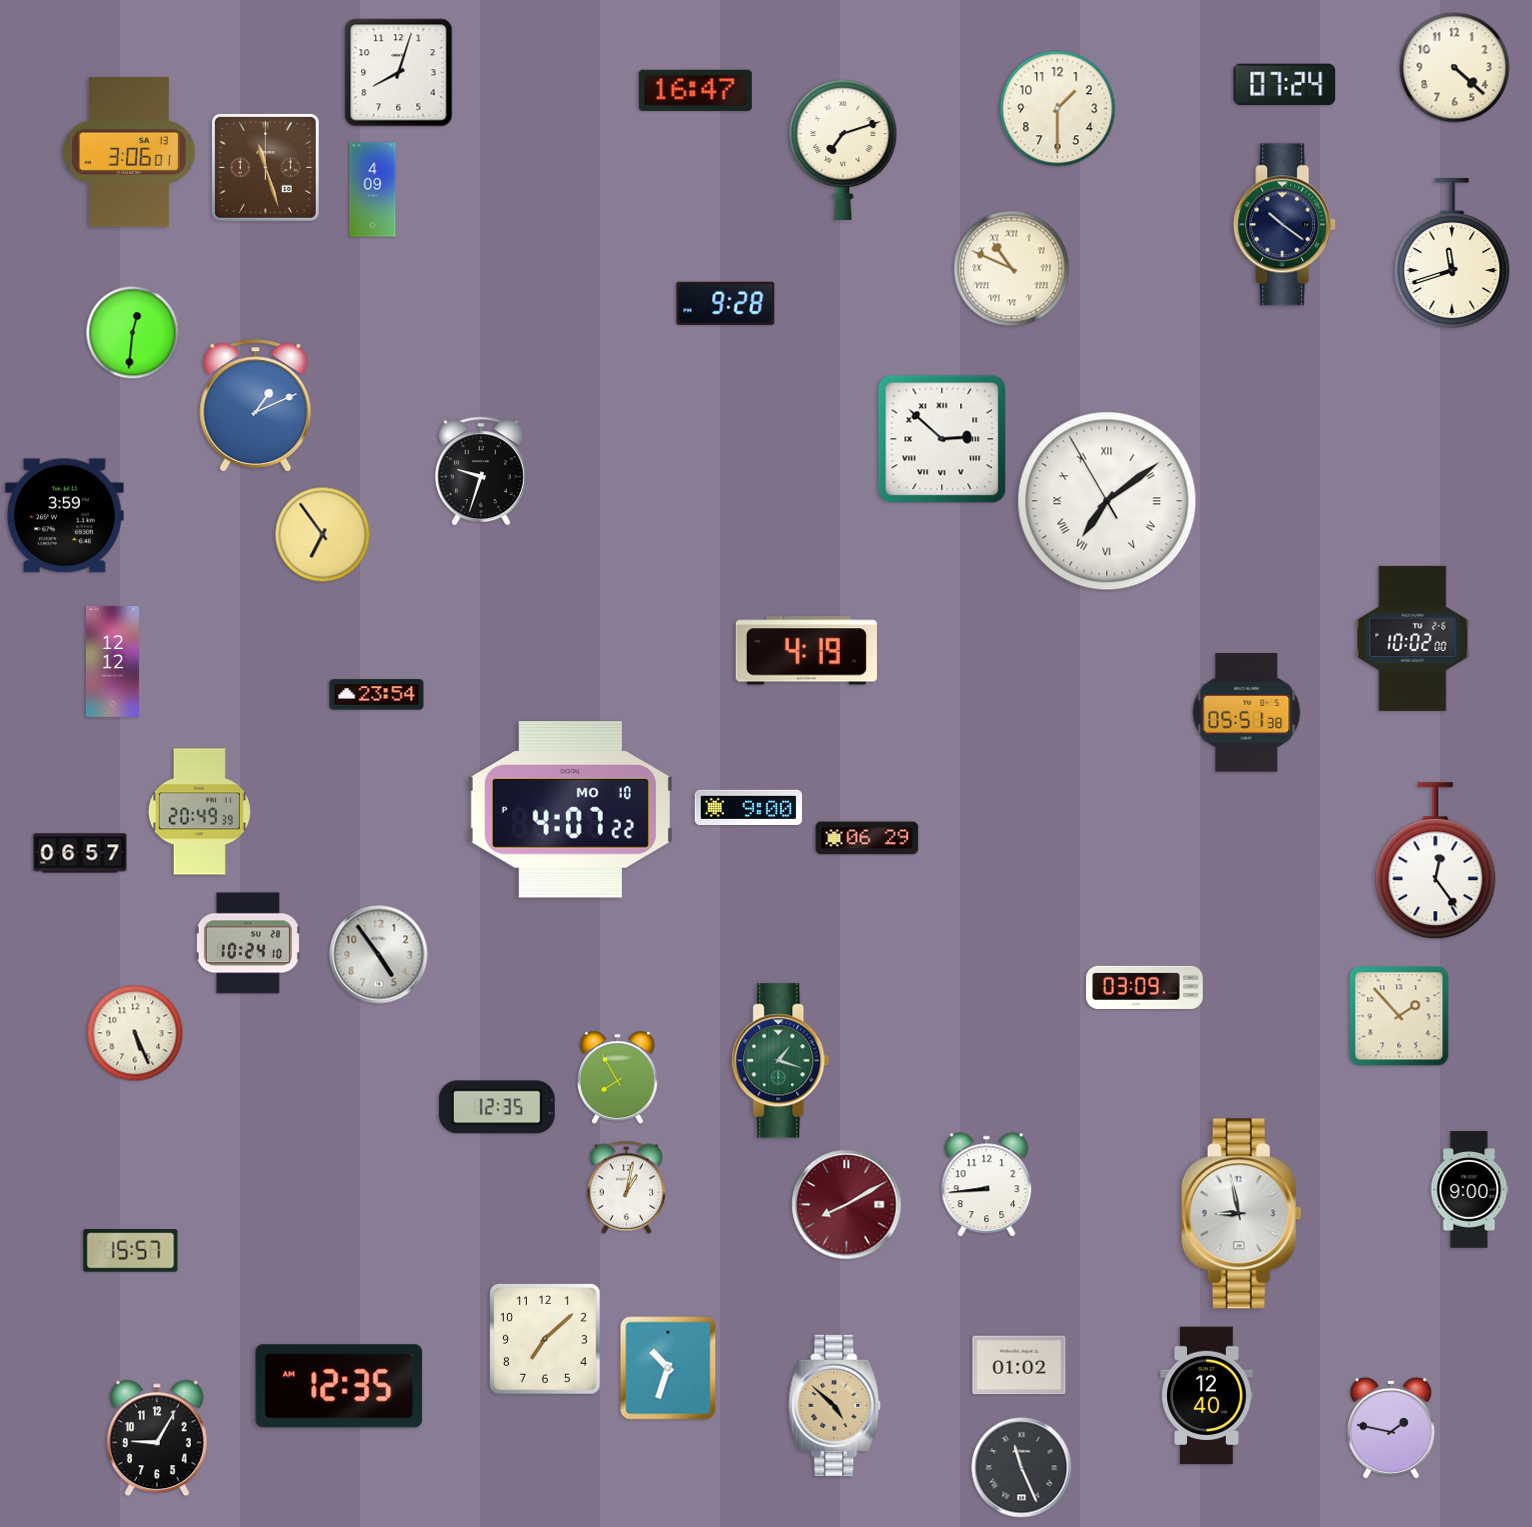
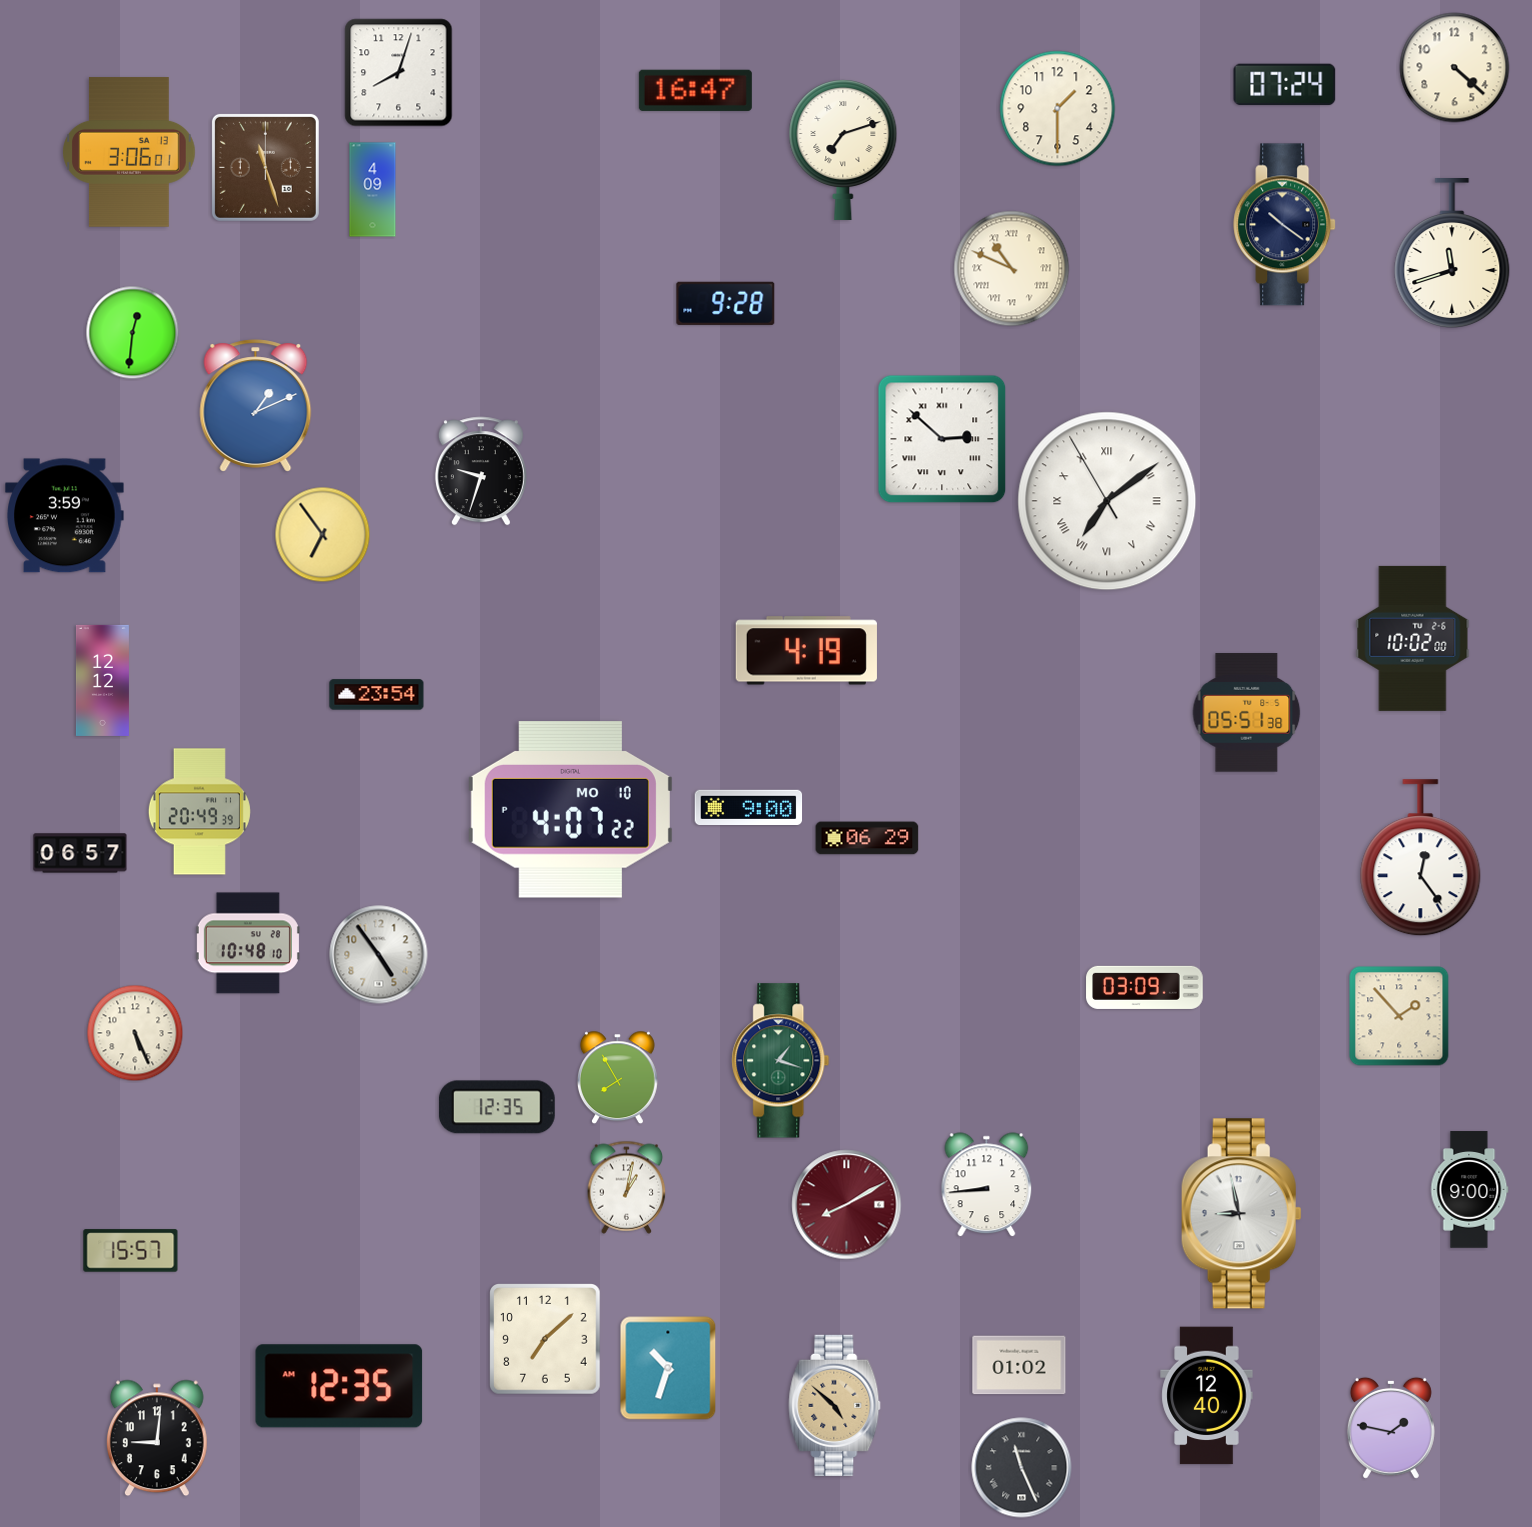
clock at (112, 661) position: (112, 661) -> (102, 680)
clock at (1436, 861) position: (1436, 861) -> (1421, 858)
clock at (248, 943): 10:24 -> 10:48
clock at (157, 1438): 9:05 -> 9:01
